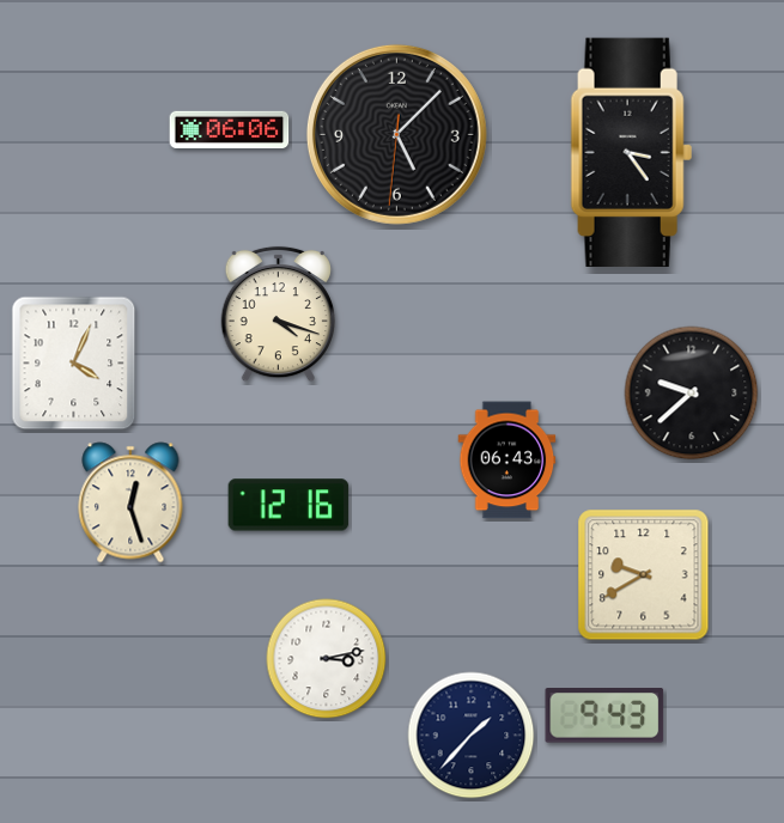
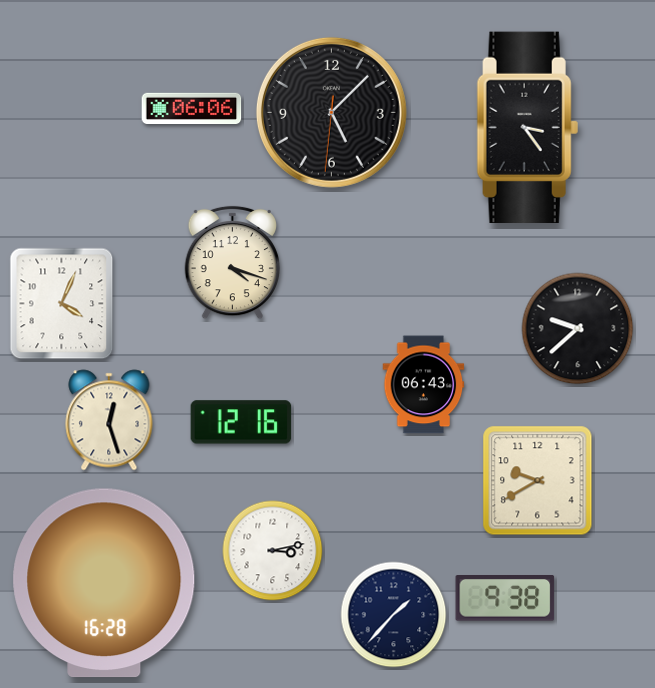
clock at (104, 583): none -> 16:28
clock at (604, 715): 9:43 -> 9:38
